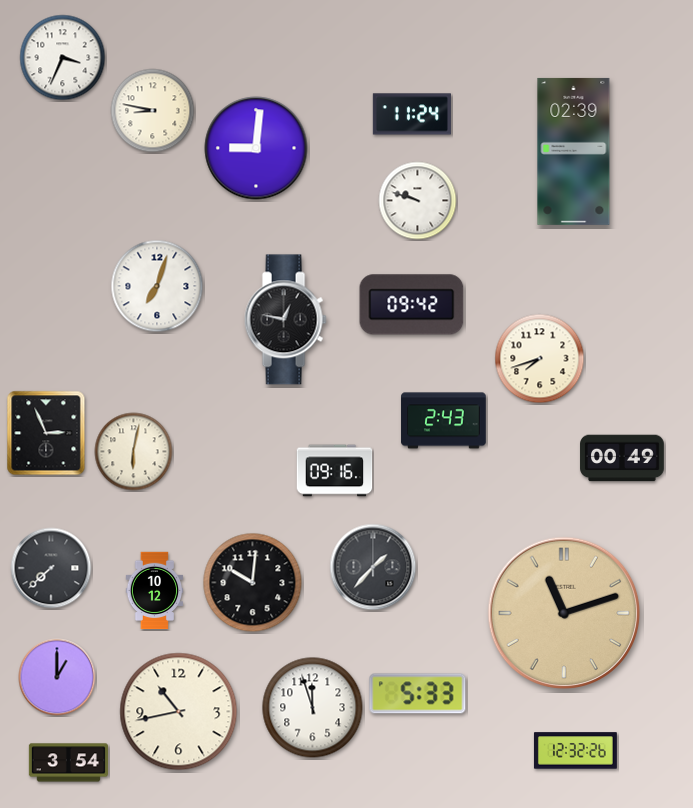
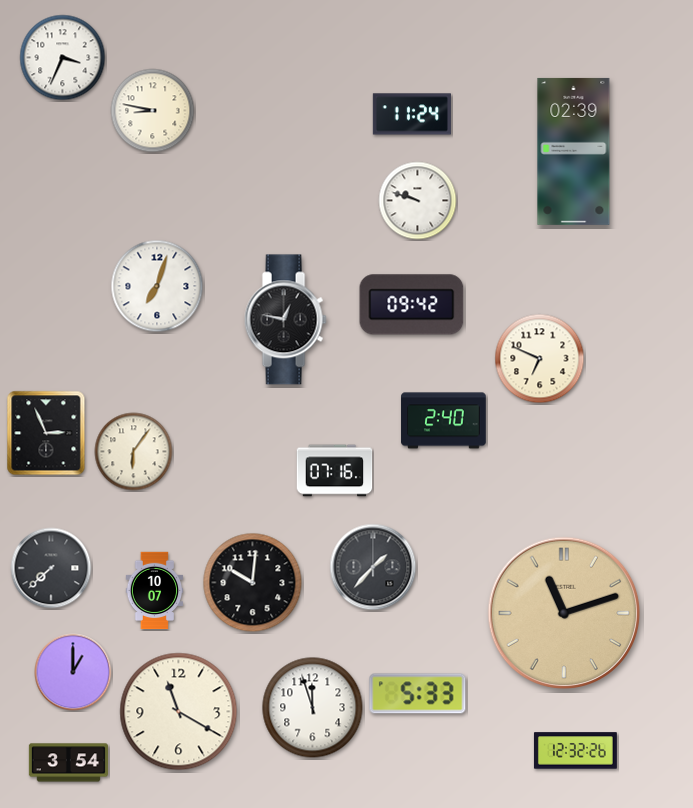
clock at (256, 148): 9:01 -> none
clock at (540, 359): 7:42 -> 6:49
clock at (444, 421): 2:43 -> 2:40
clock at (134, 452): 6:02 -> 6:06
clock at (622, 458): 00:49 -> none
clock at (335, 471): 09:16 -> 07:16
clock at (155, 591): 10:12 -> 10:07
clock at (57, 677) position: (57, 677) -> (73, 672)
clock at (179, 712): 10:43 -> 11:20
